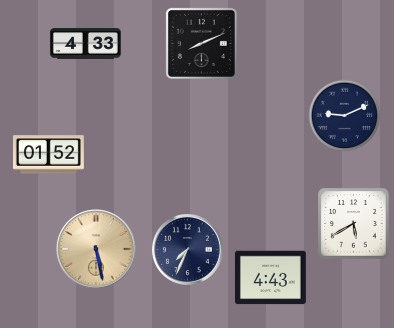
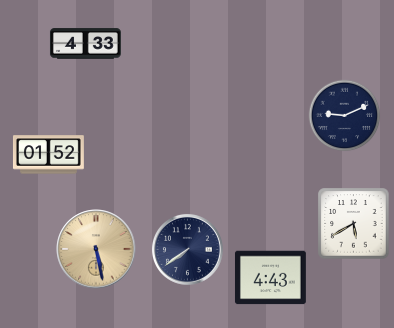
clock at (201, 43): 8:11 -> none
clock at (187, 249): 7:34 -> 7:39
